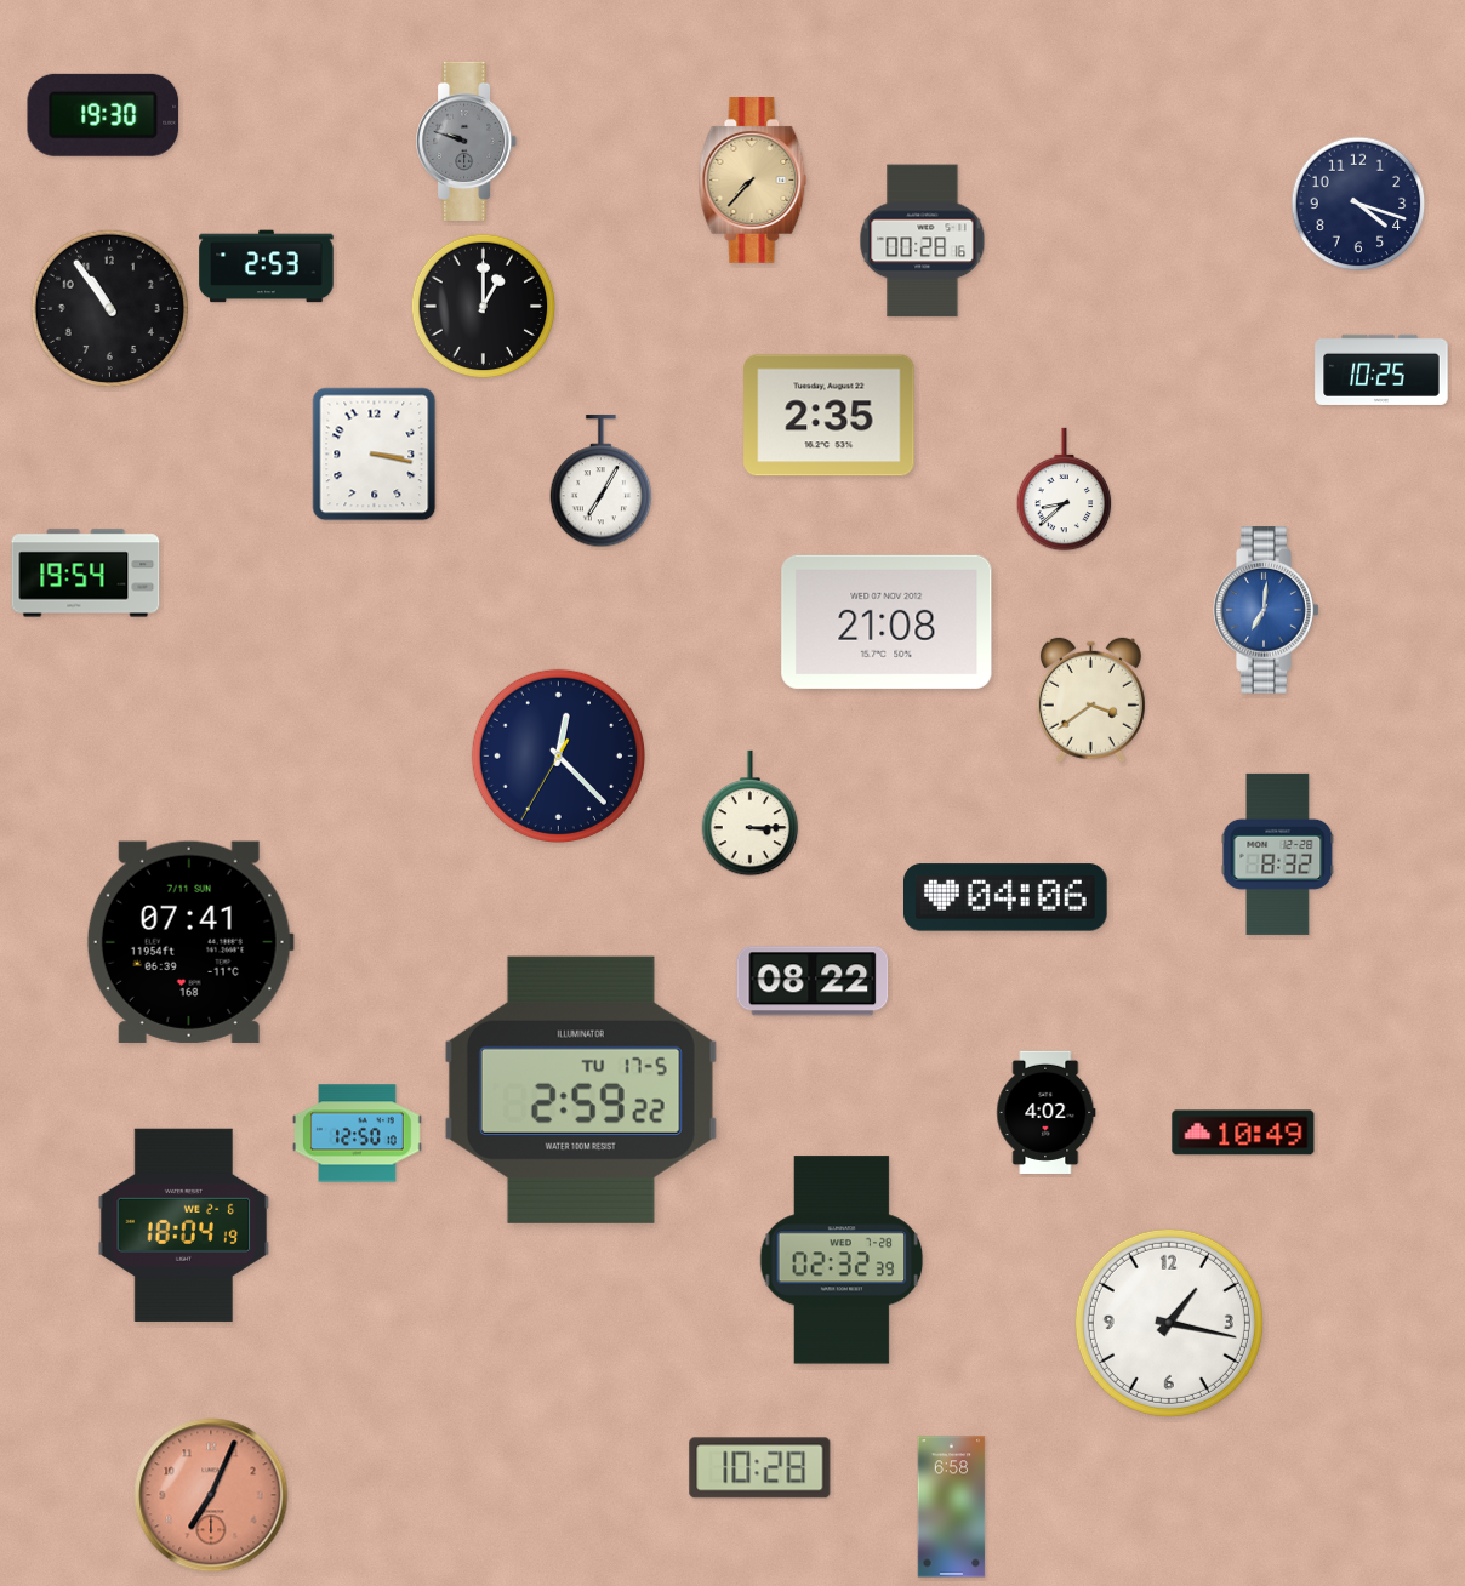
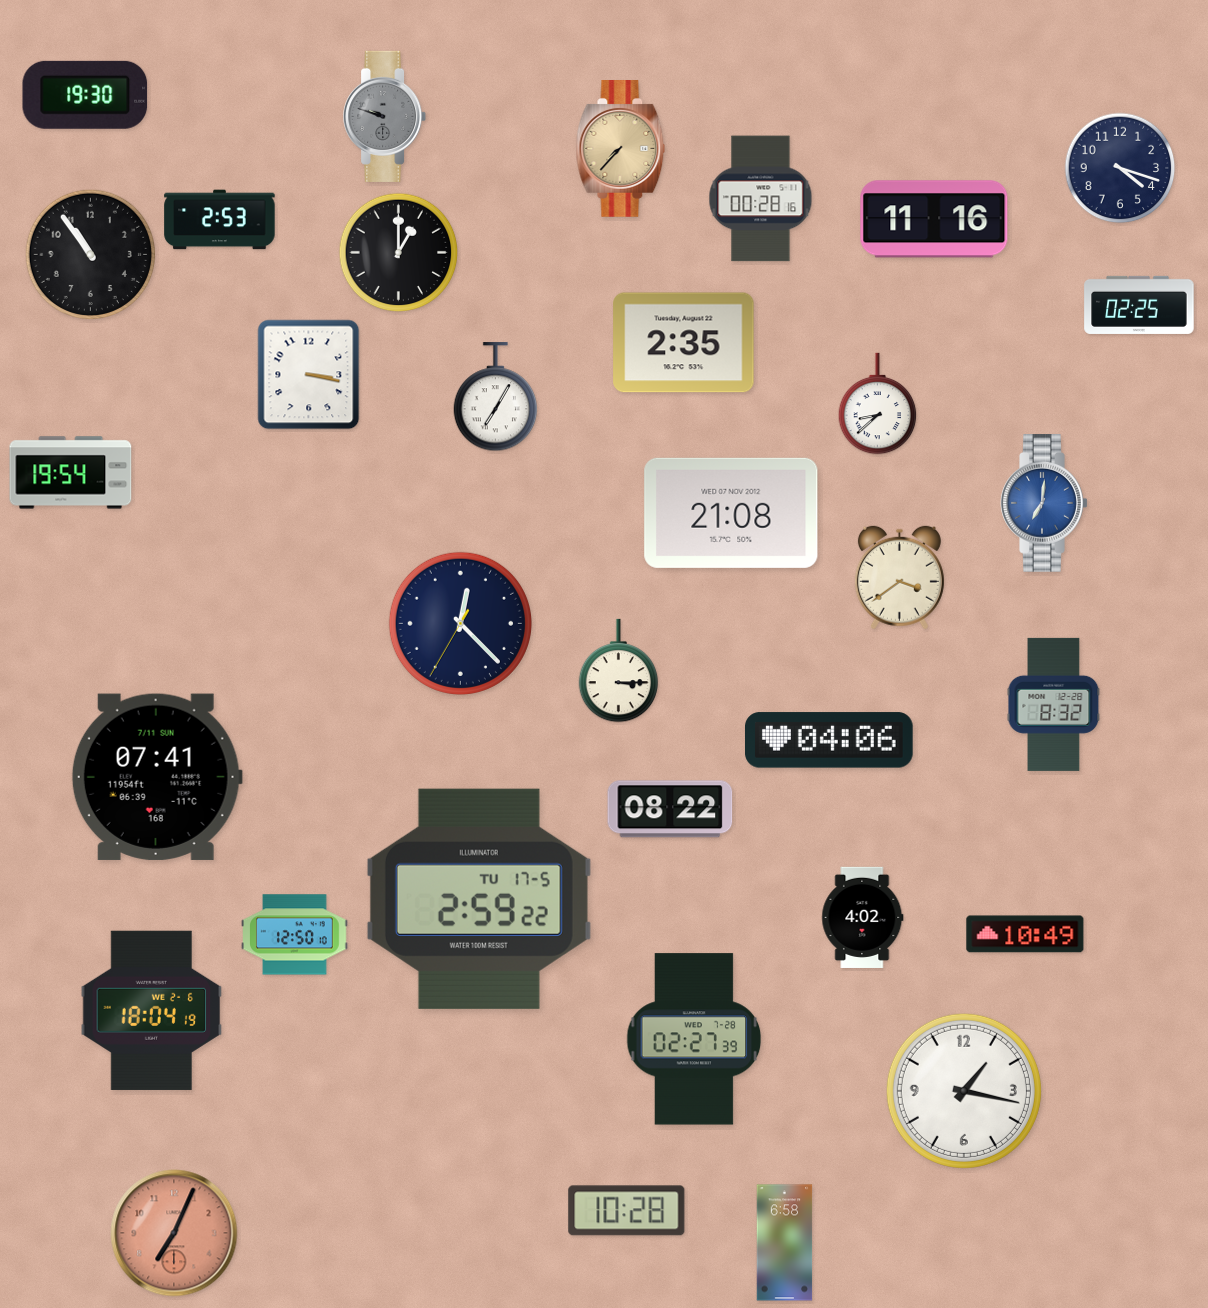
clock at (934, 219): none -> 11:16
clock at (1381, 370): 10:25 -> 02:25
clock at (842, 1260): 02:32 -> 02:27
